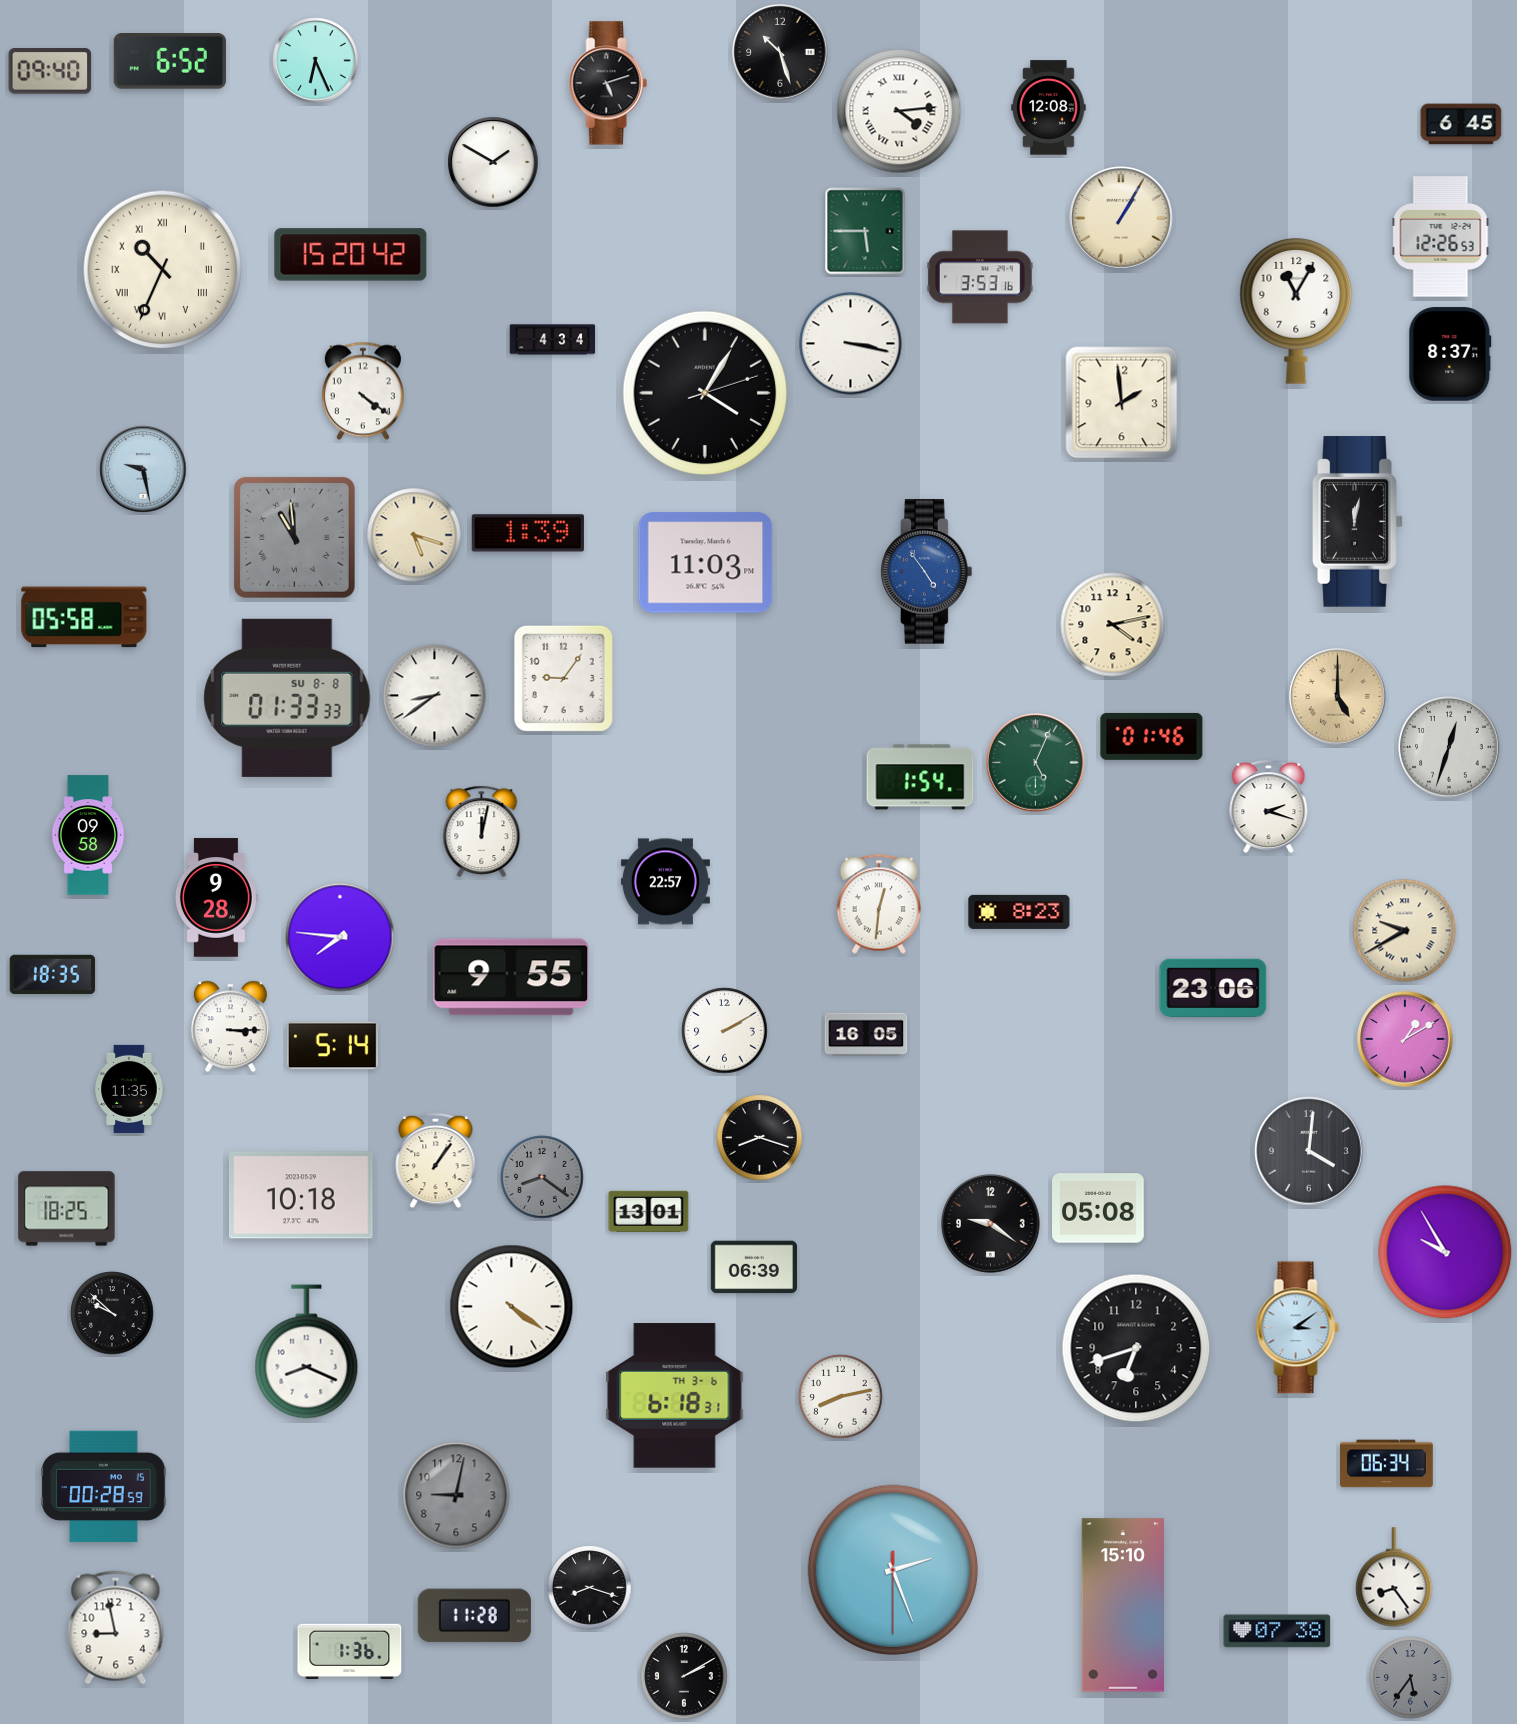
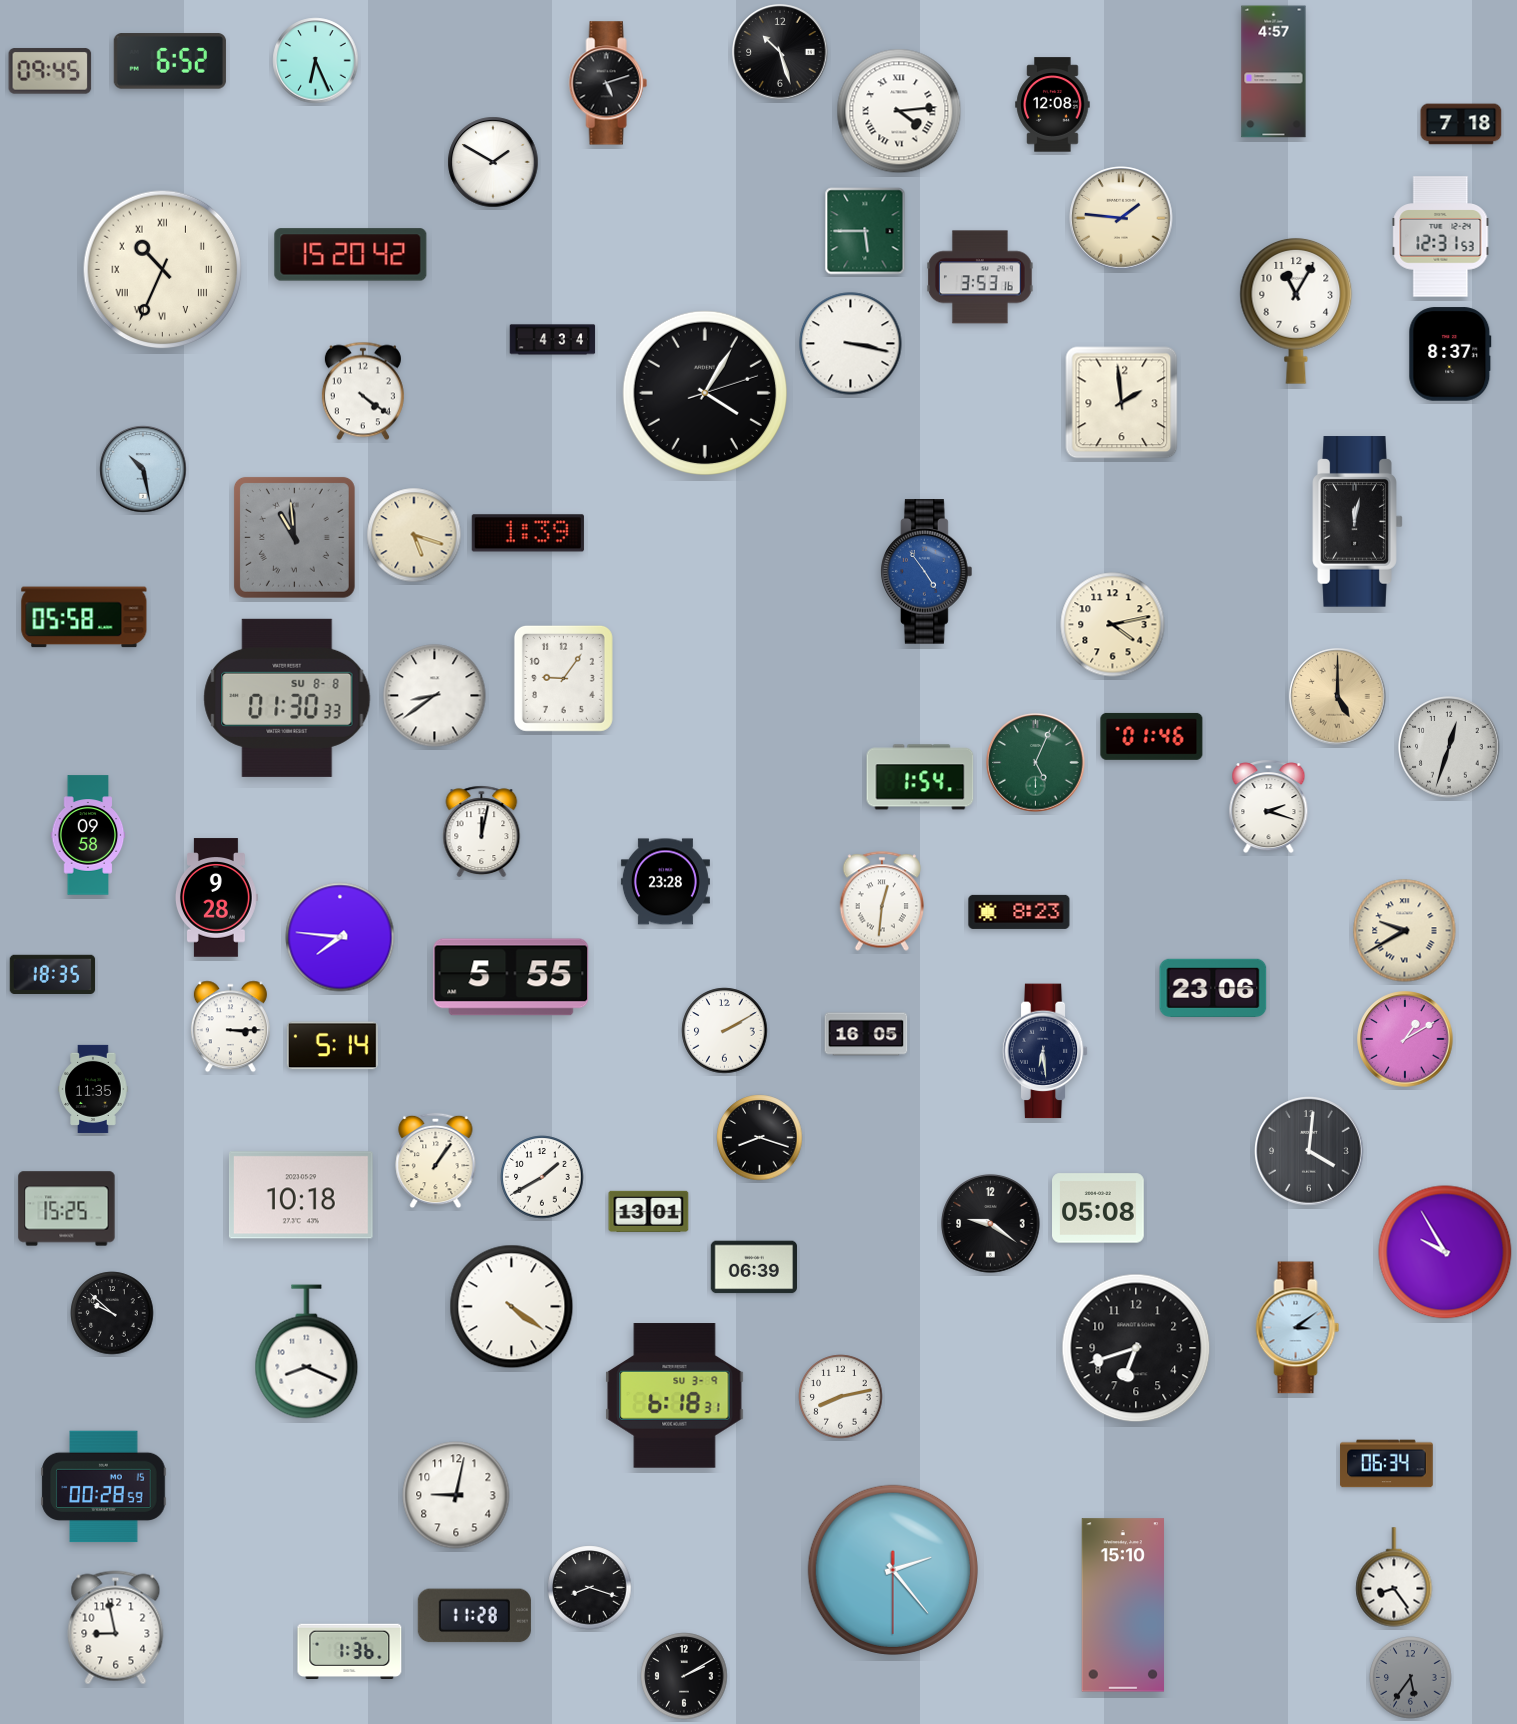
clock at (50, 71): 09:40 -> 09:45
clock at (1274, 72): none -> 4:57
clock at (1049, 108) position: (1049, 108) -> (1053, 105)
clock at (1461, 124): 6:45 -> 7:18
clock at (1121, 218): 1:05 -> 1:46
clock at (1441, 237): 12:26 -> 12:31
clock at (143, 469): 9:28 -> 10:28
clock at (706, 563): 11:03 -> none
clock at (287, 698): 01:33 -> 01:30
clock at (665, 882): 22:57 -> 23:28
clock at (878, 904) position: (878, 904) -> (881, 901)
clock at (511, 977): 9:55 -> 5:55
clock at (1045, 1051): none -> 6:29
clock at (129, 1089) position: (129, 1089) -> (93, 1089)
clock at (542, 1177): 8:21 -> 1:40
clock at (542, 1177) dial: grey -> white
clock at (67, 1209): 18:25 -> 15:25
clock at (675, 1396) date: TH 3-6 -> SU 3-9
clock at (456, 1495) dial: grey -> white
clock at (893, 1570): 2:26 -> 2:23
clock at (1277, 1631): 07:38 -> none
